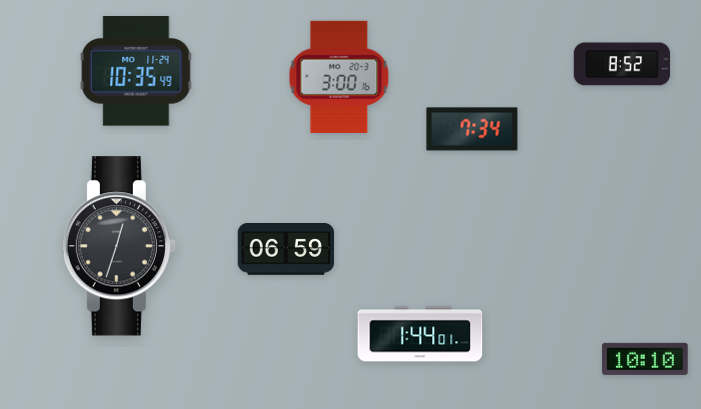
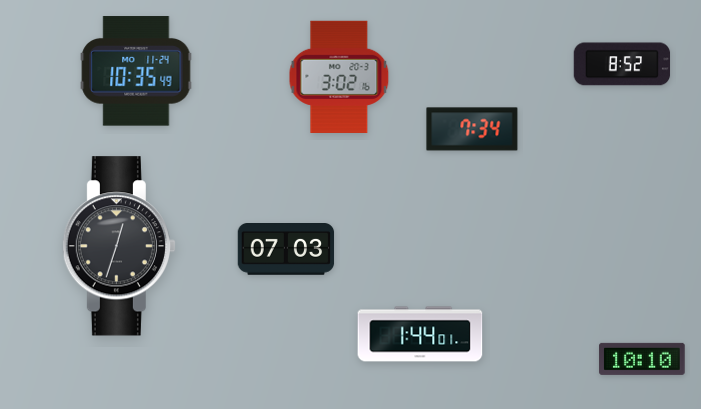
clock at (339, 77): 3:00 -> 3:02
clock at (286, 250): 06:59 -> 07:03
clock at (645, 359) position: (645, 359) -> (642, 359)
